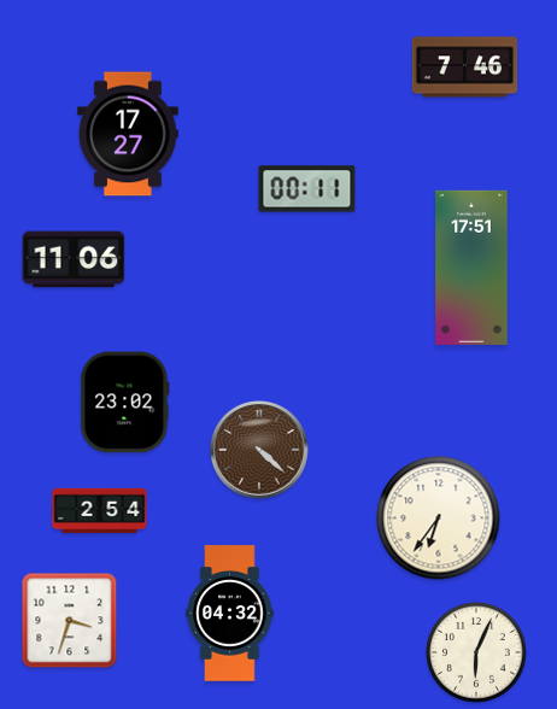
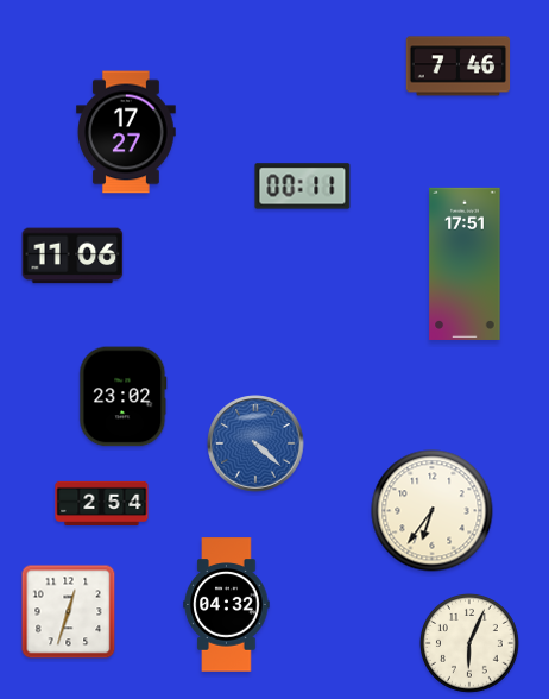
clock at (259, 450) dial: brown -> blue
clock at (100, 510) position: (100, 510) -> (102, 503)
clock at (70, 621): 3:33 -> 12:33
